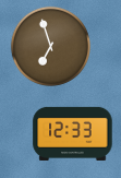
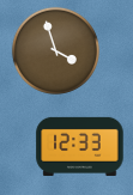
clock at (50, 46): 6:57 -> 3:57
